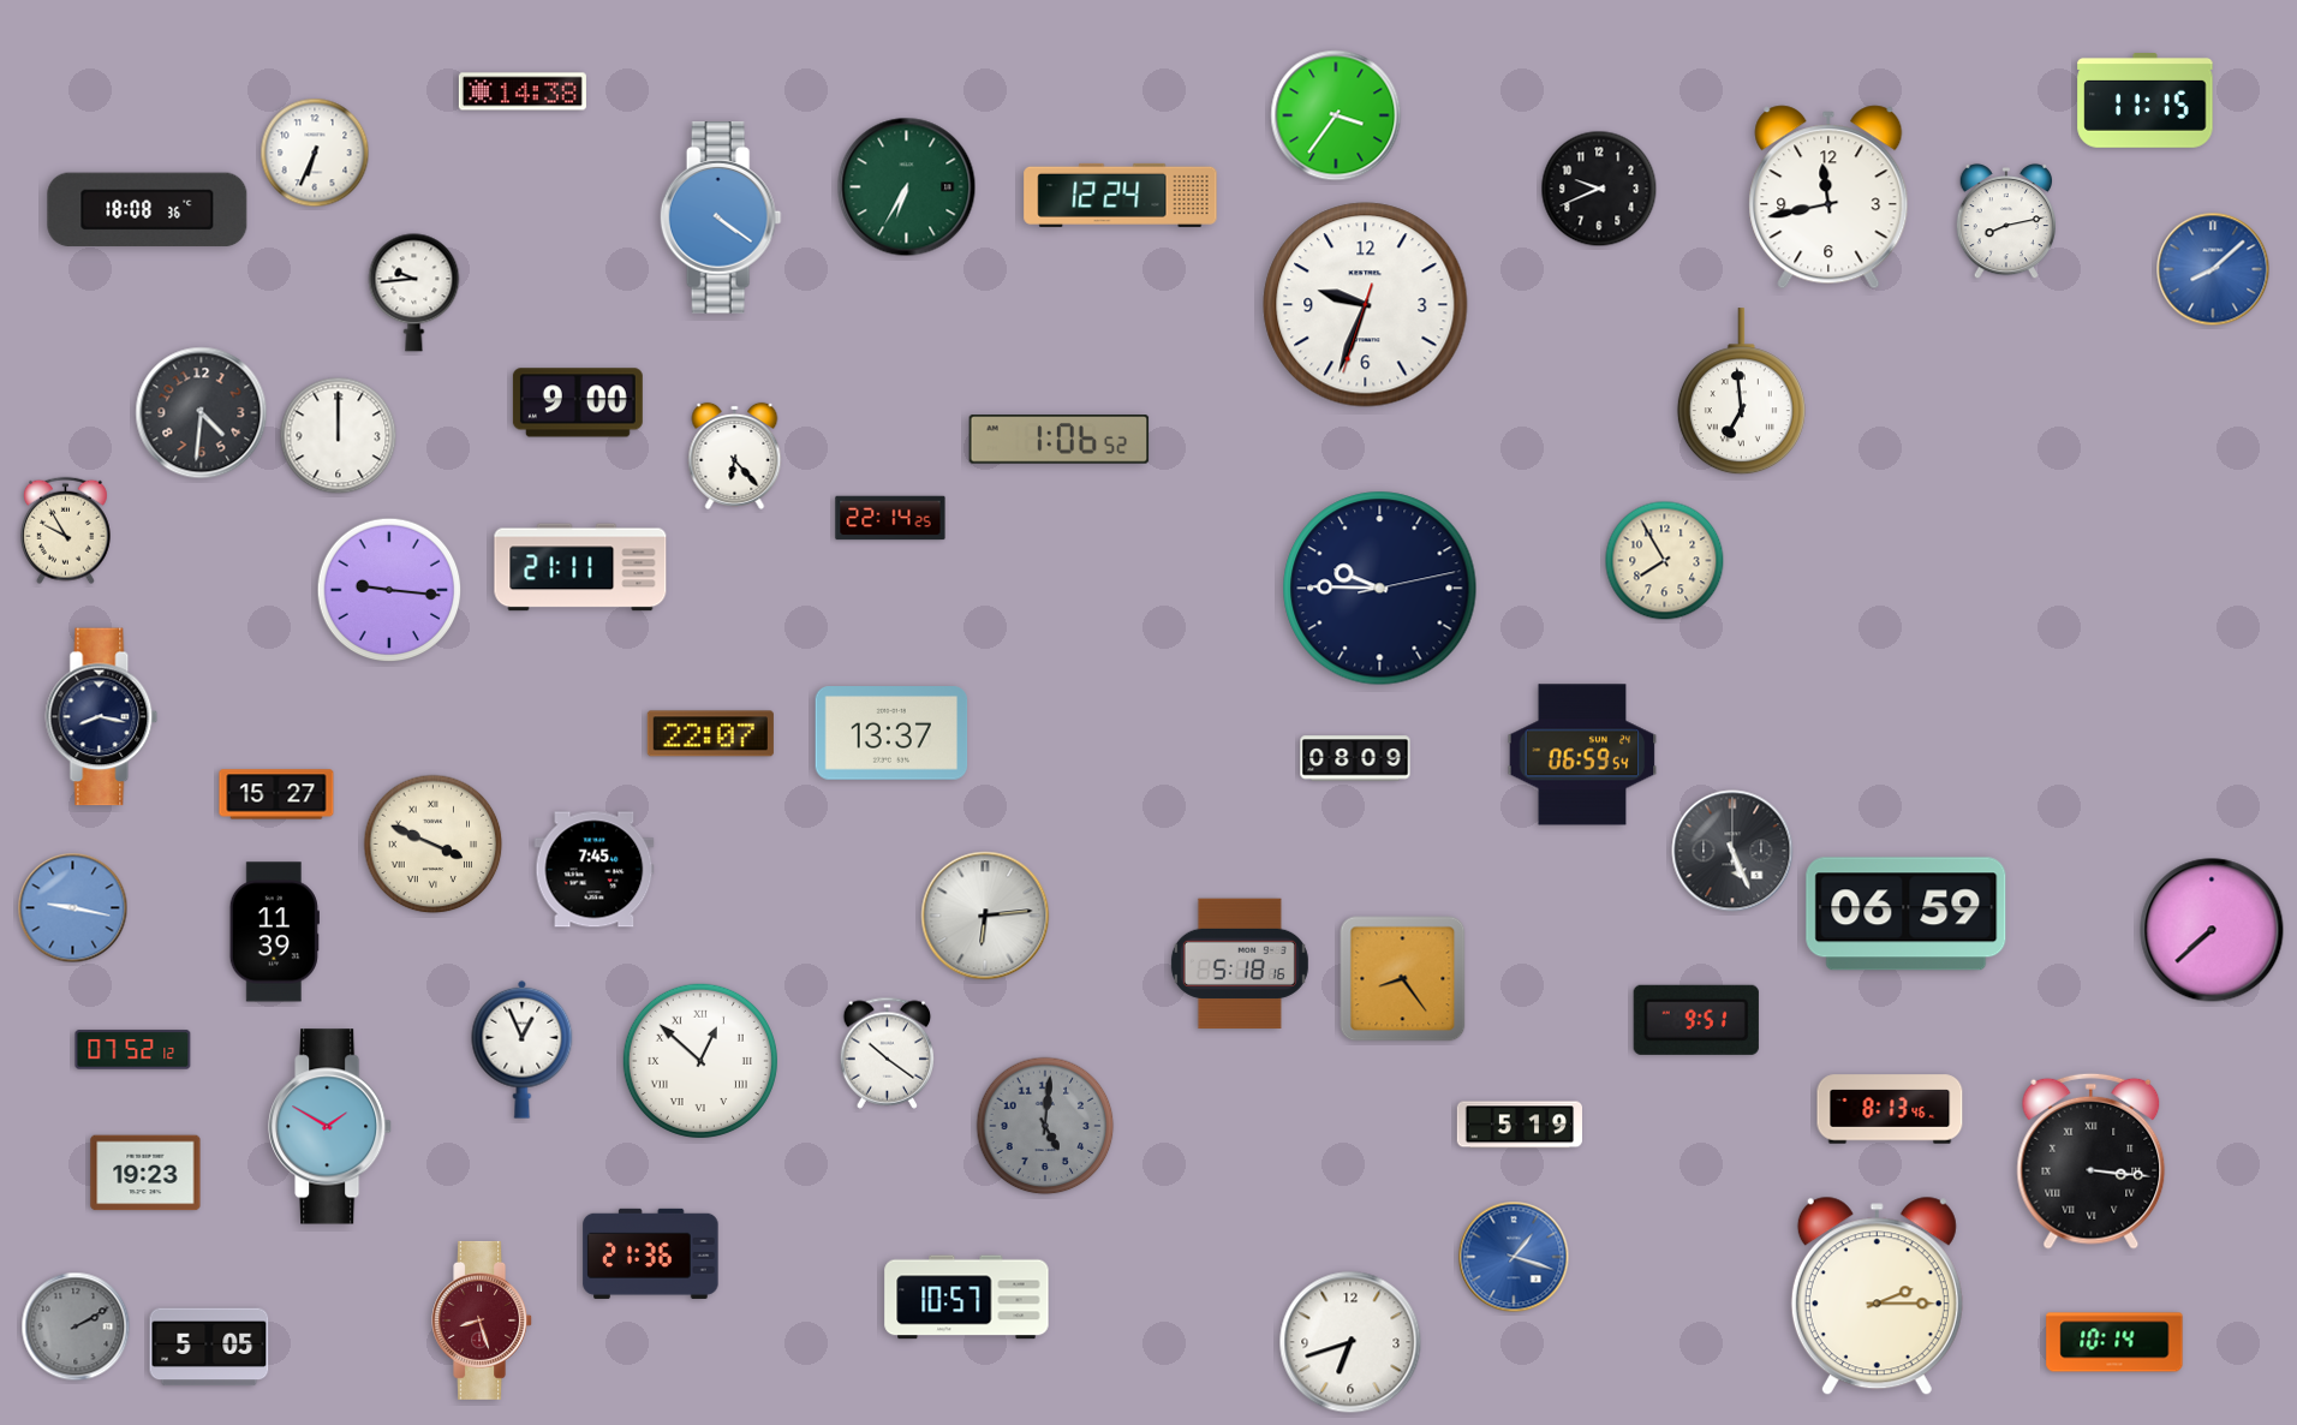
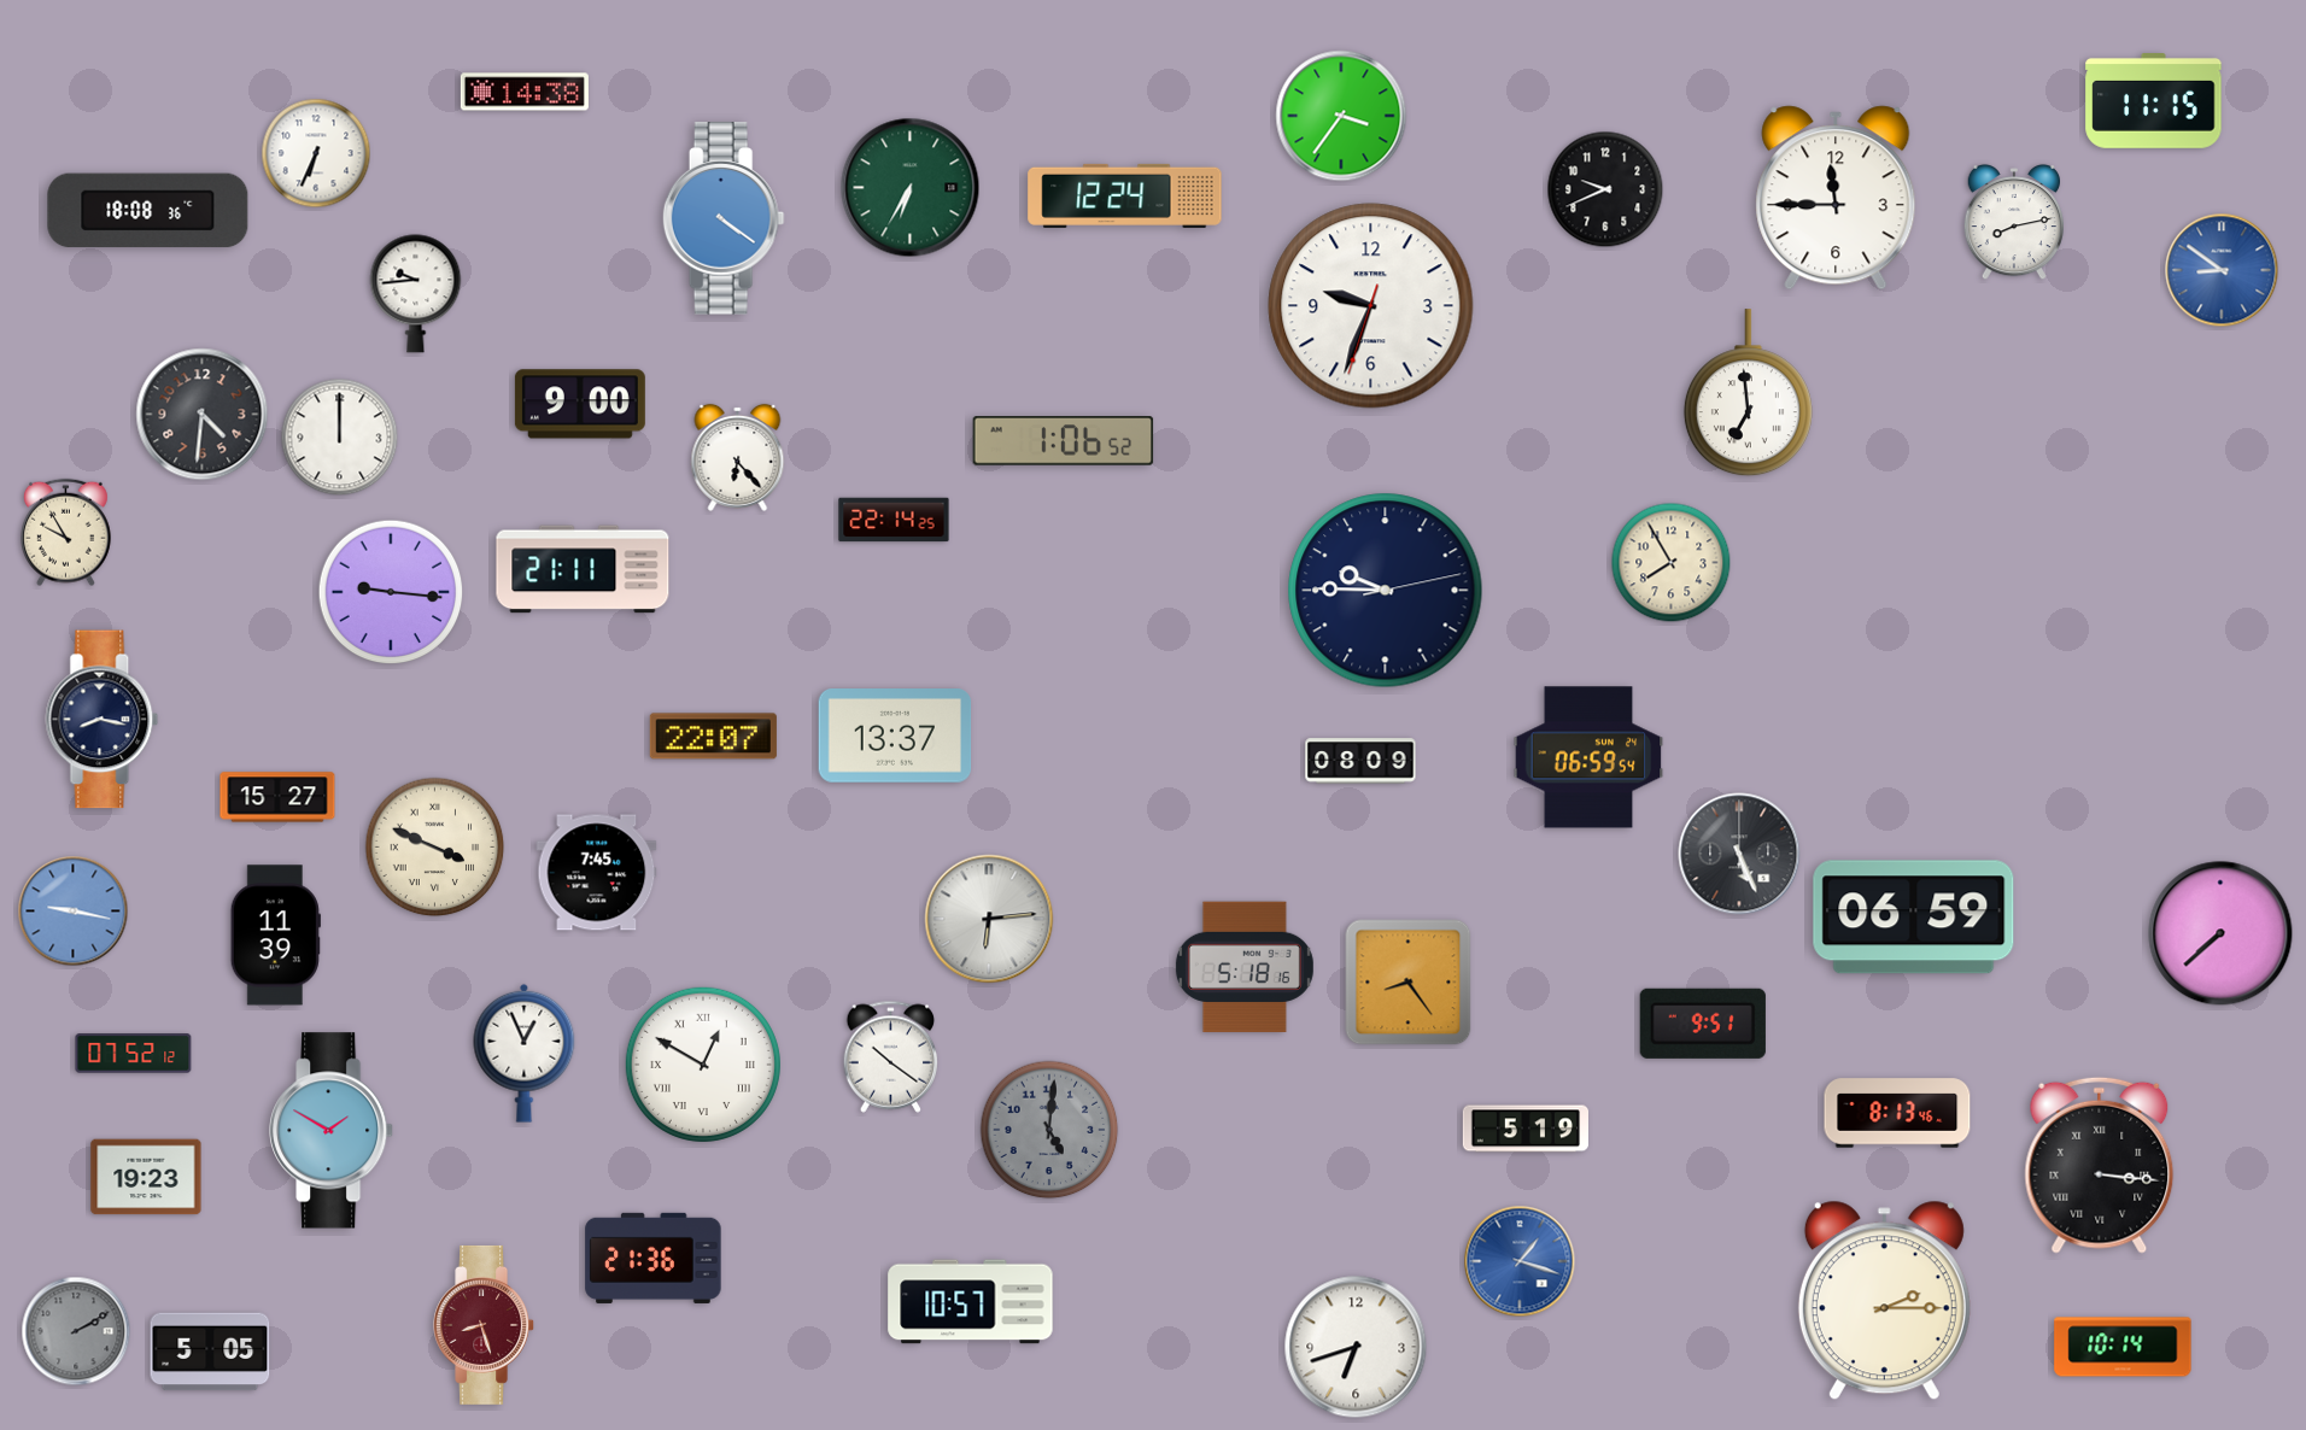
clock at (1828, 197): 11:43 -> 11:45
clock at (2213, 269): 8:08 -> 8:51
clock at (700, 1061): 12:52 -> 12:50
